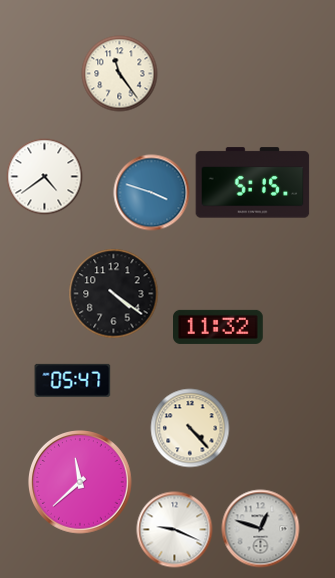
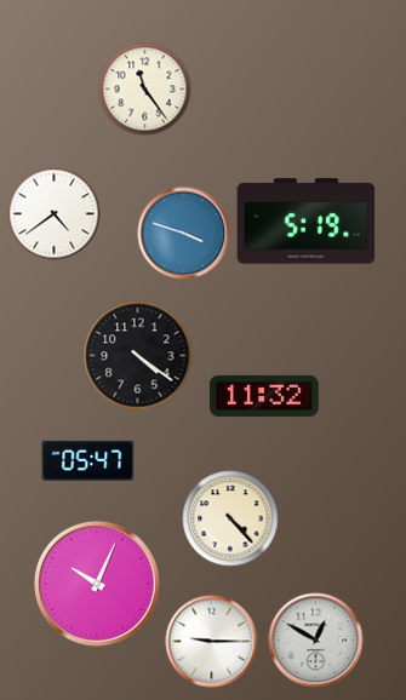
clock at (253, 183): 5:15 -> 5:19
clock at (81, 483): 11:38 -> 10:04
clock at (261, 529): 12:48 -> 12:50
clock at (175, 530): 9:19 -> 9:15
